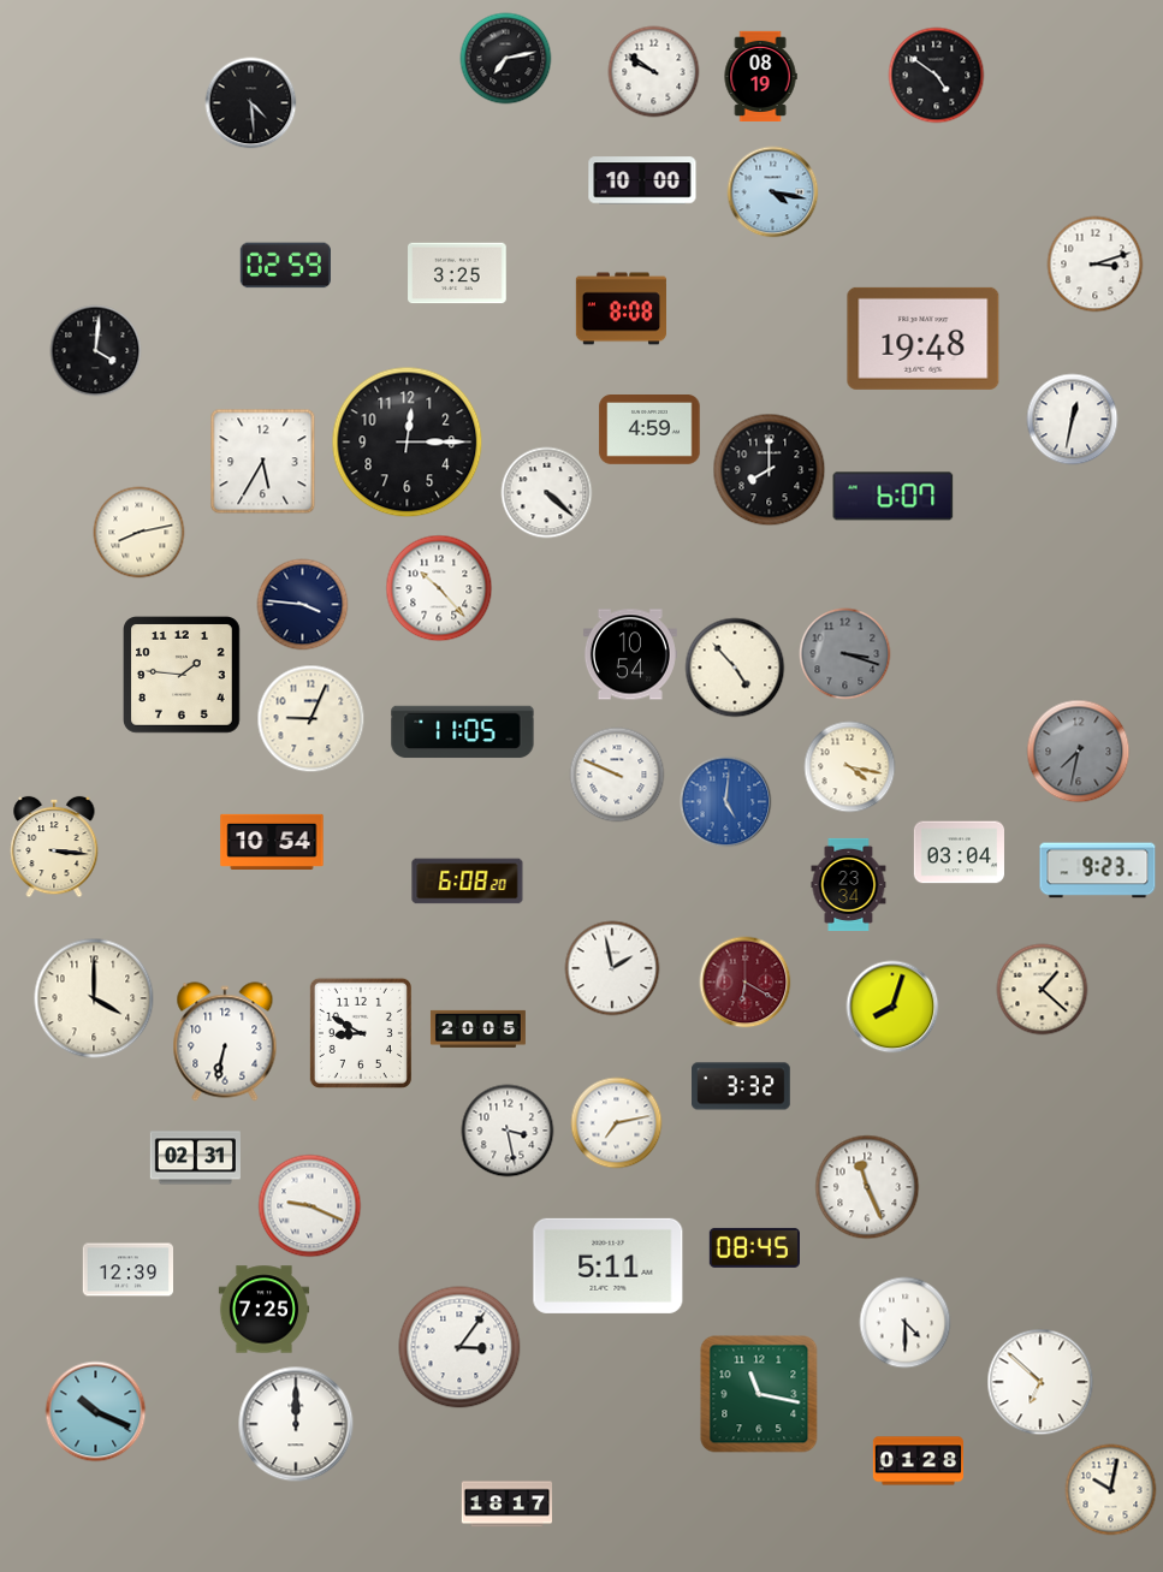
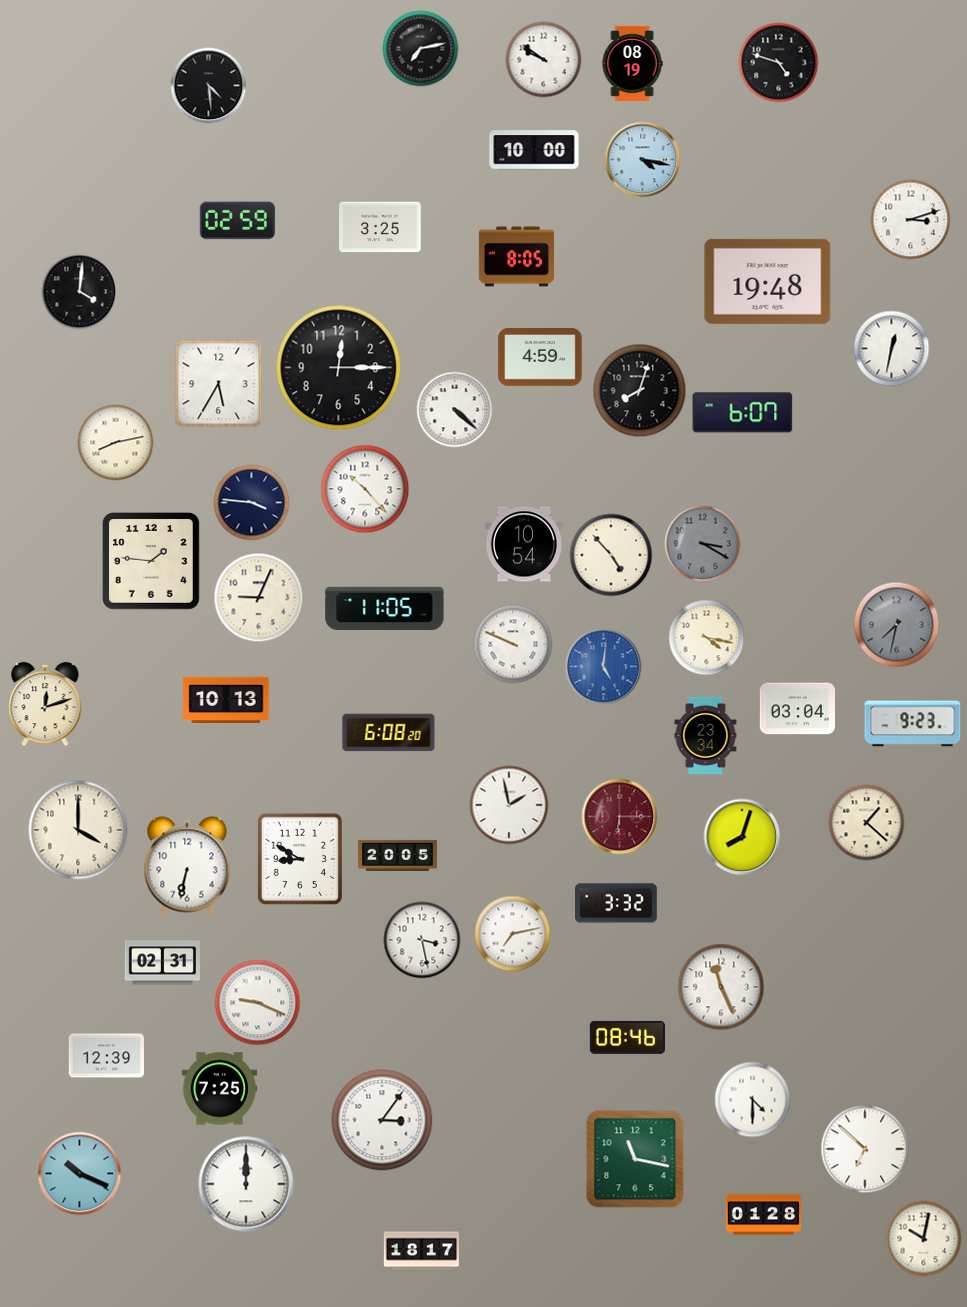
clock at (937, 76): 4:51 -> 4:48
clock at (621, 309): 8:08 -> 8:05
clock at (770, 470): 8:00 -> 8:03
clock at (845, 654): 3:18 -> 3:20
clock at (272, 841): 10:54 -> 10:13
clock at (54, 847): 3:16 -> 12:12
clock at (746, 983): 6:20 -> 6:15
clock at (754, 1247): 08:45 -> 08:46
clock at (609, 1265): 5:11 -> none
clock at (759, 1394) position: (759, 1394) -> (635, 1159)
